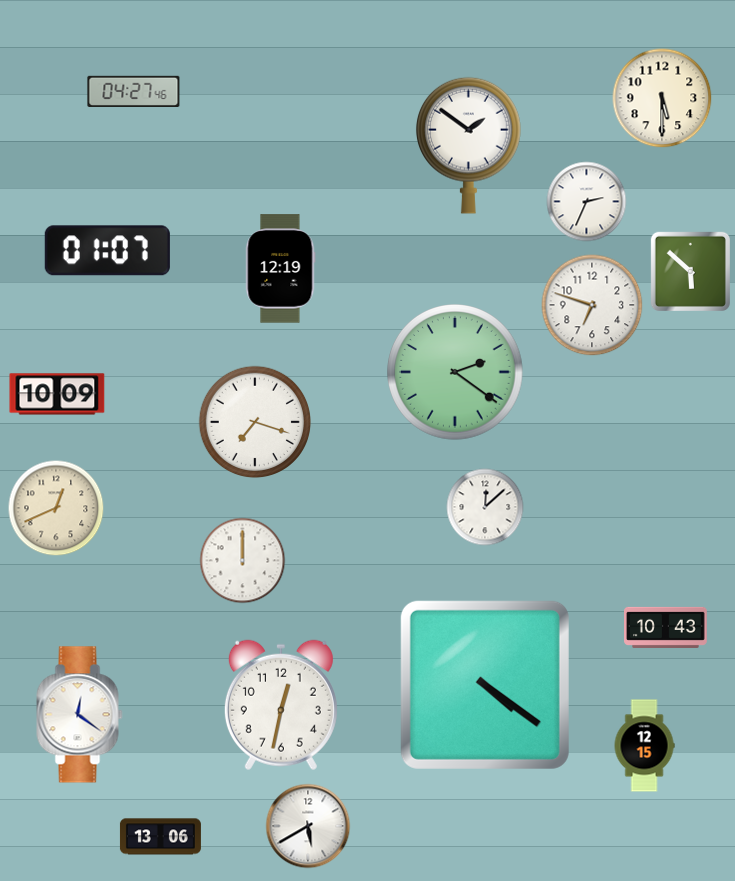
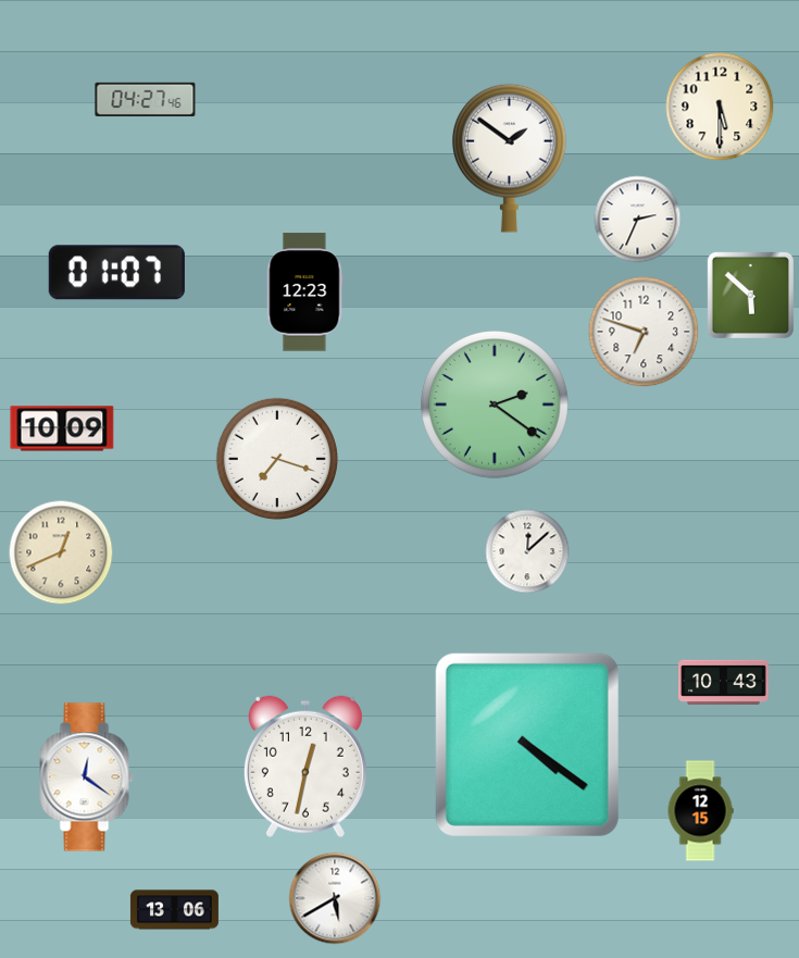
clock at (281, 269): 12:19 -> 12:23
clock at (243, 561): 12:00 -> none
